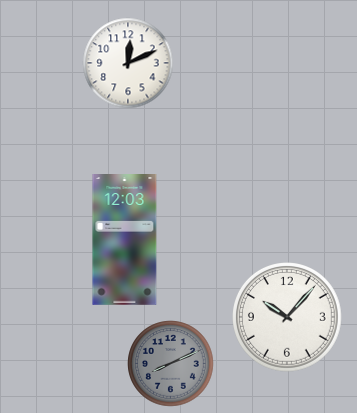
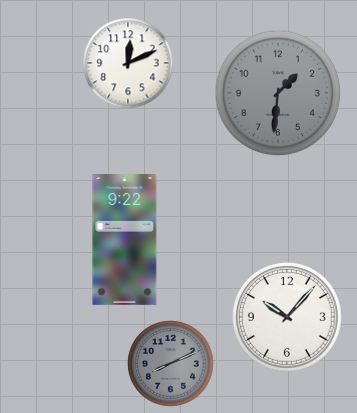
clock at (278, 93): none -> 1:31
clock at (125, 240): 12:03 -> 9:22
